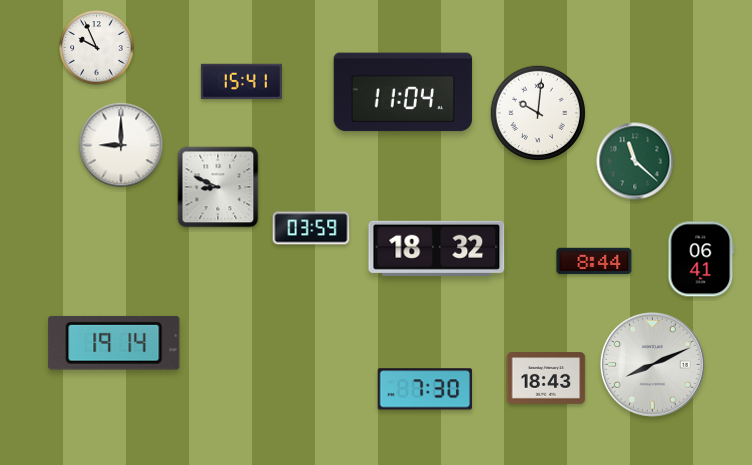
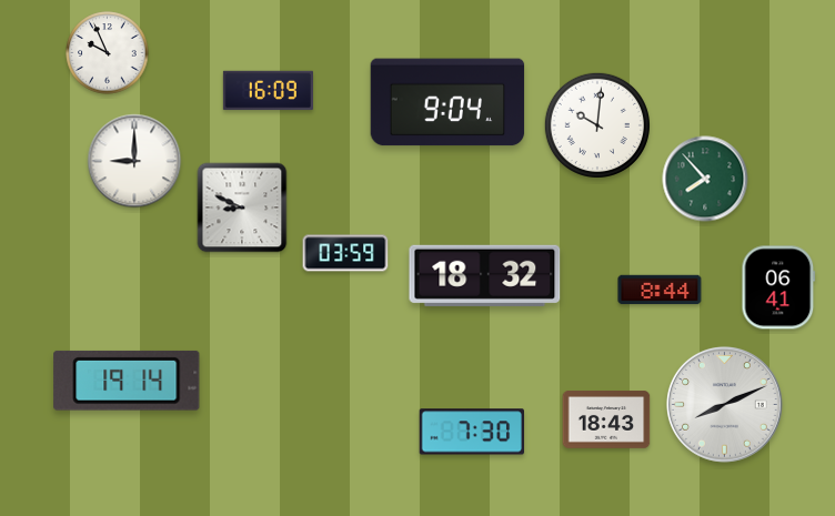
clock at (241, 82): 15:41 -> 16:09
clock at (403, 92): 11:04 -> 9:04
clock at (635, 161): 11:22 -> 7:53
